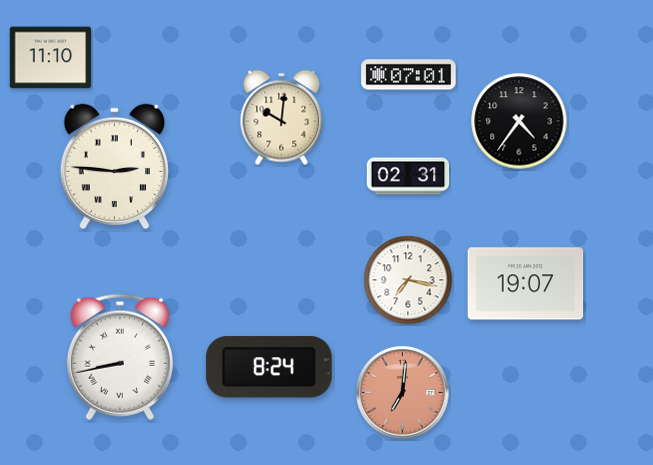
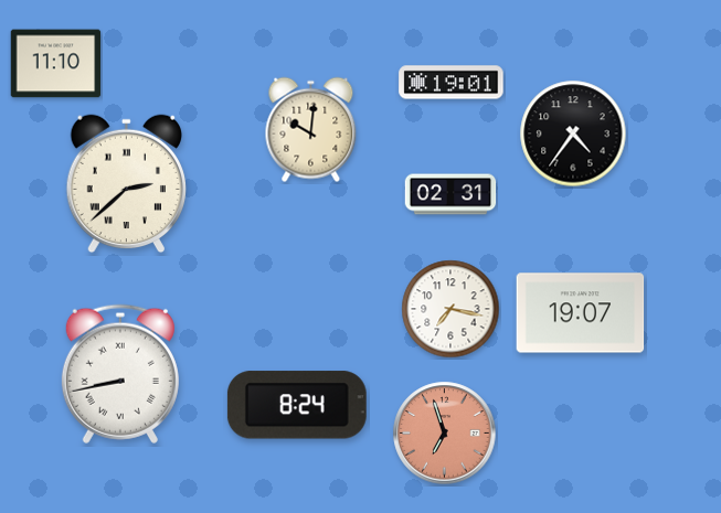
clock at (409, 75): 07:01 -> 19:01
clock at (114, 167): 2:46 -> 2:38
clock at (120, 357) position: (120, 357) -> (120, 374)
clock at (403, 393): 7:01 -> 6:57
